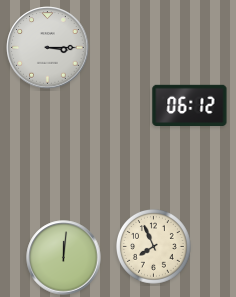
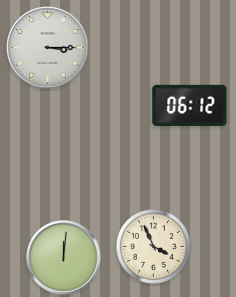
clock at (154, 247): 7:56 -> 3:56
